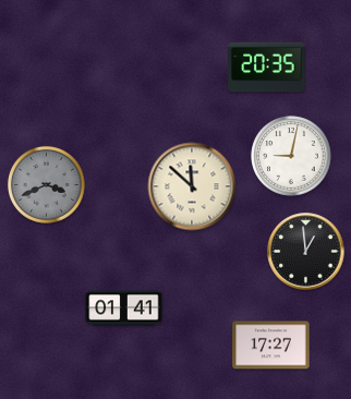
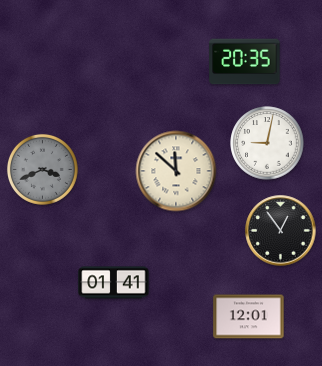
clock at (306, 252): 12:59 -> 12:54
clock at (271, 346): 17:27 -> 12:01
